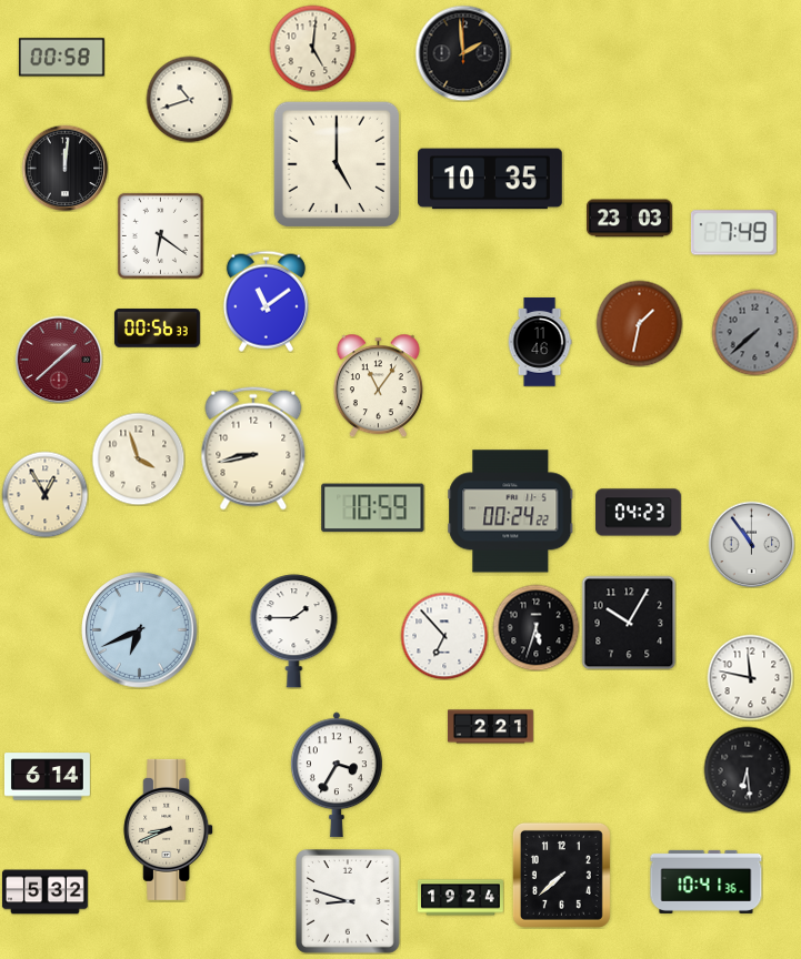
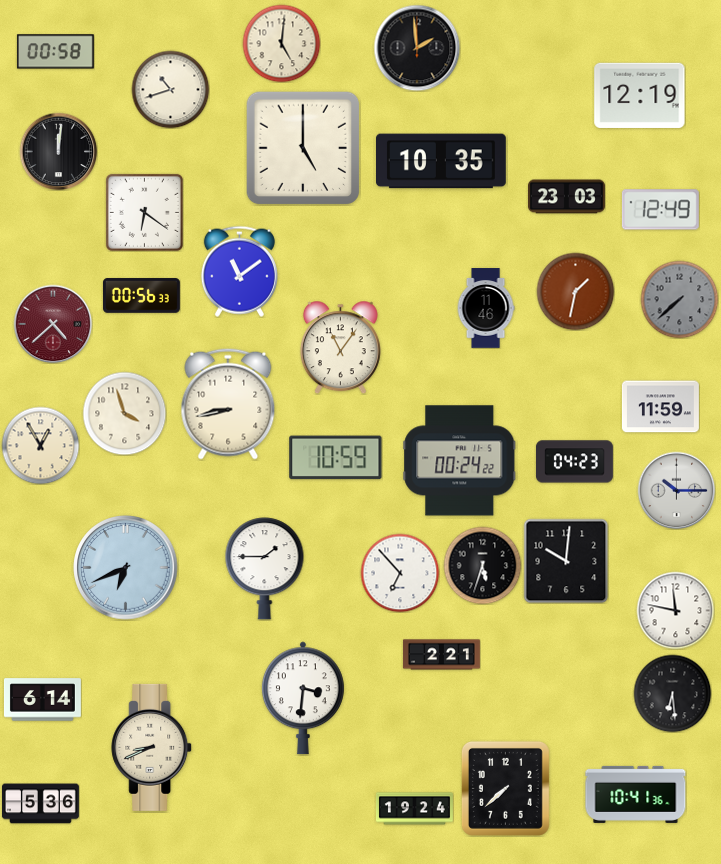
clock at (640, 95): none -> 12:19
clock at (733, 233): 7:49 -> 12:49
clock at (59, 360): 1:38 -> 4:38
clock at (660, 407): none -> 11:59
clock at (751, 544): 10:54 -> 10:15
clock at (629, 623): 10:05 -> 10:01
clock at (337, 775): 3:35 -> 3:31
clock at (44, 892): 5:32 -> 5:36
clock at (349, 902): 8:48 -> none
